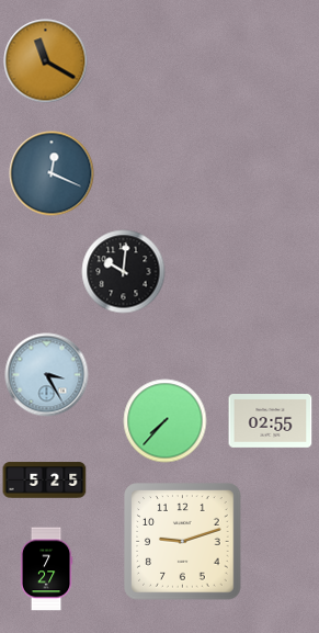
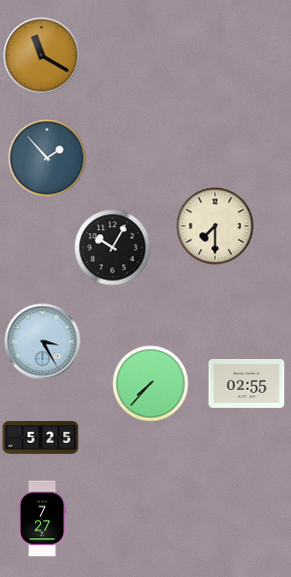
clock at (52, 173): 12:19 -> 1:53
clock at (215, 226): none -> 7:30
clock at (124, 272): 10:01 -> 10:05
clock at (183, 542): 9:12 -> none
